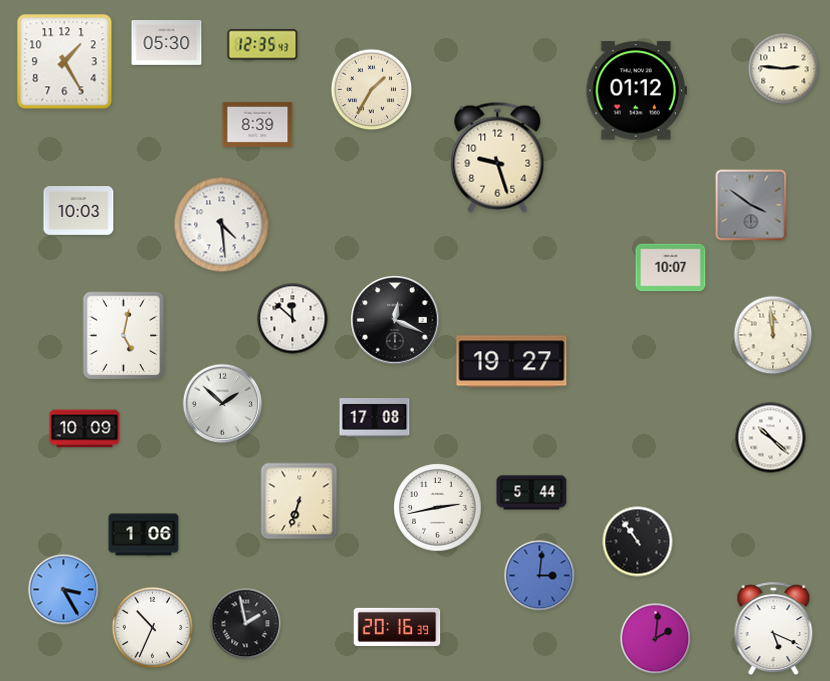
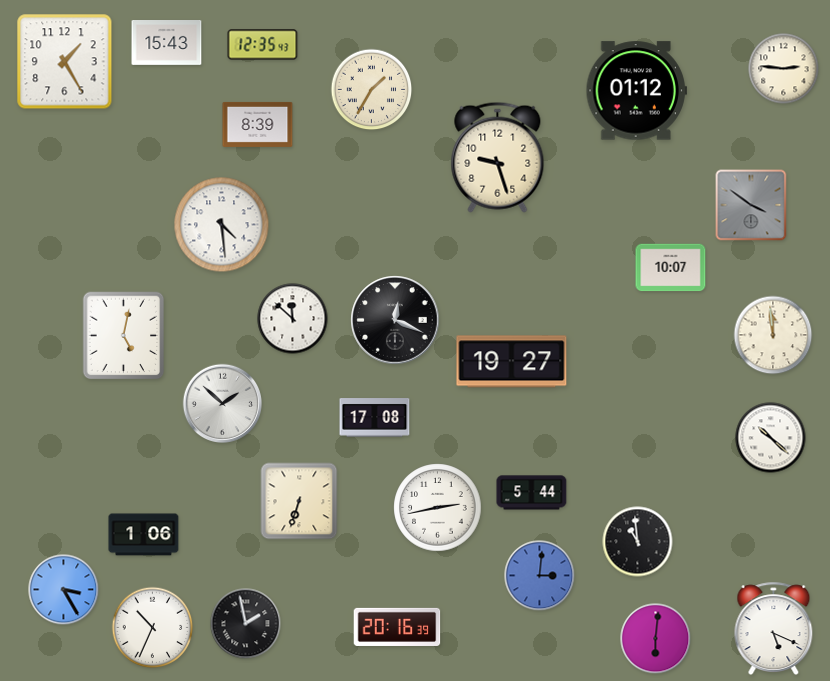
clock at (167, 43): 05:30 -> 15:43
clock at (79, 211): 10:03 -> none
clock at (85, 429): 10:09 -> none
clock at (638, 542): 10:54 -> 10:59
clock at (656, 639): 2:01 -> 6:01
